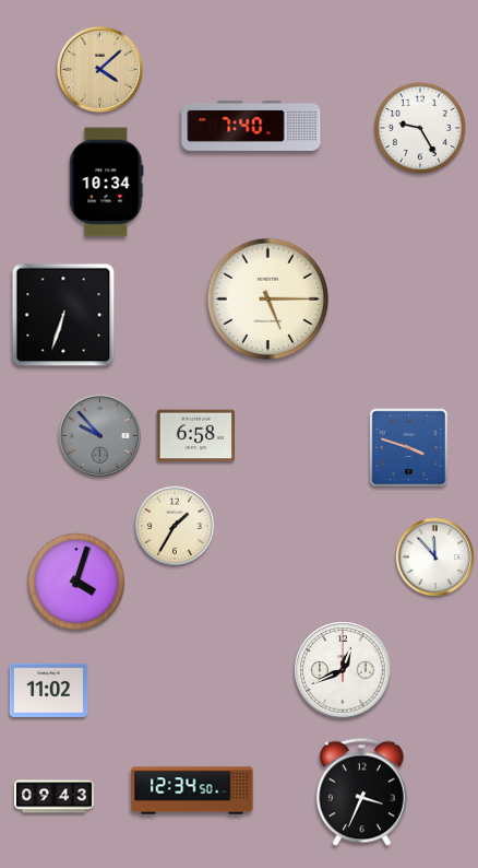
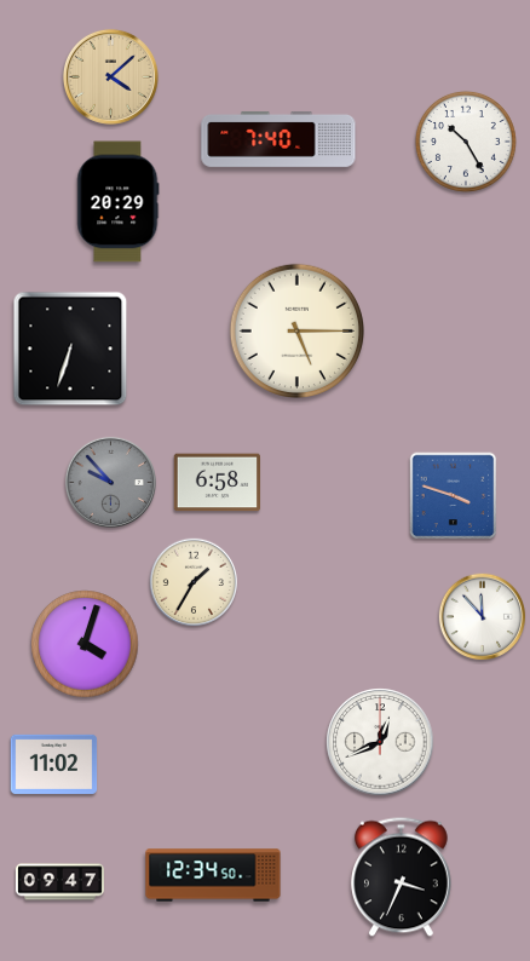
clock at (420, 128): 9:25 -> 10:25
clock at (107, 183): 10:34 -> 20:29
clock at (53, 797): 09:43 -> 09:47
